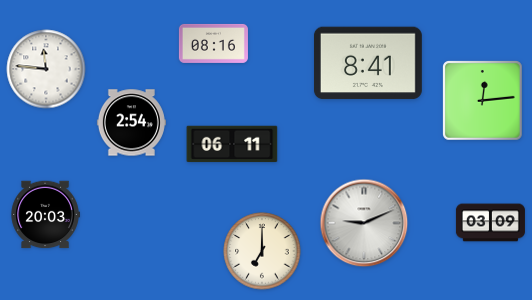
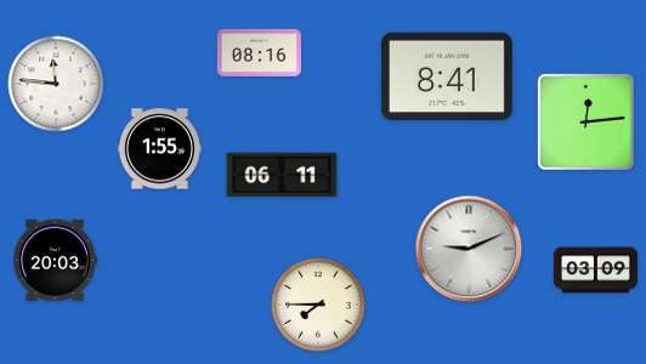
clock at (131, 123): 2:54 -> 1:55
clock at (364, 223) position: (364, 223) -> (469, 249)
clock at (262, 251): 7:00 -> 7:45
